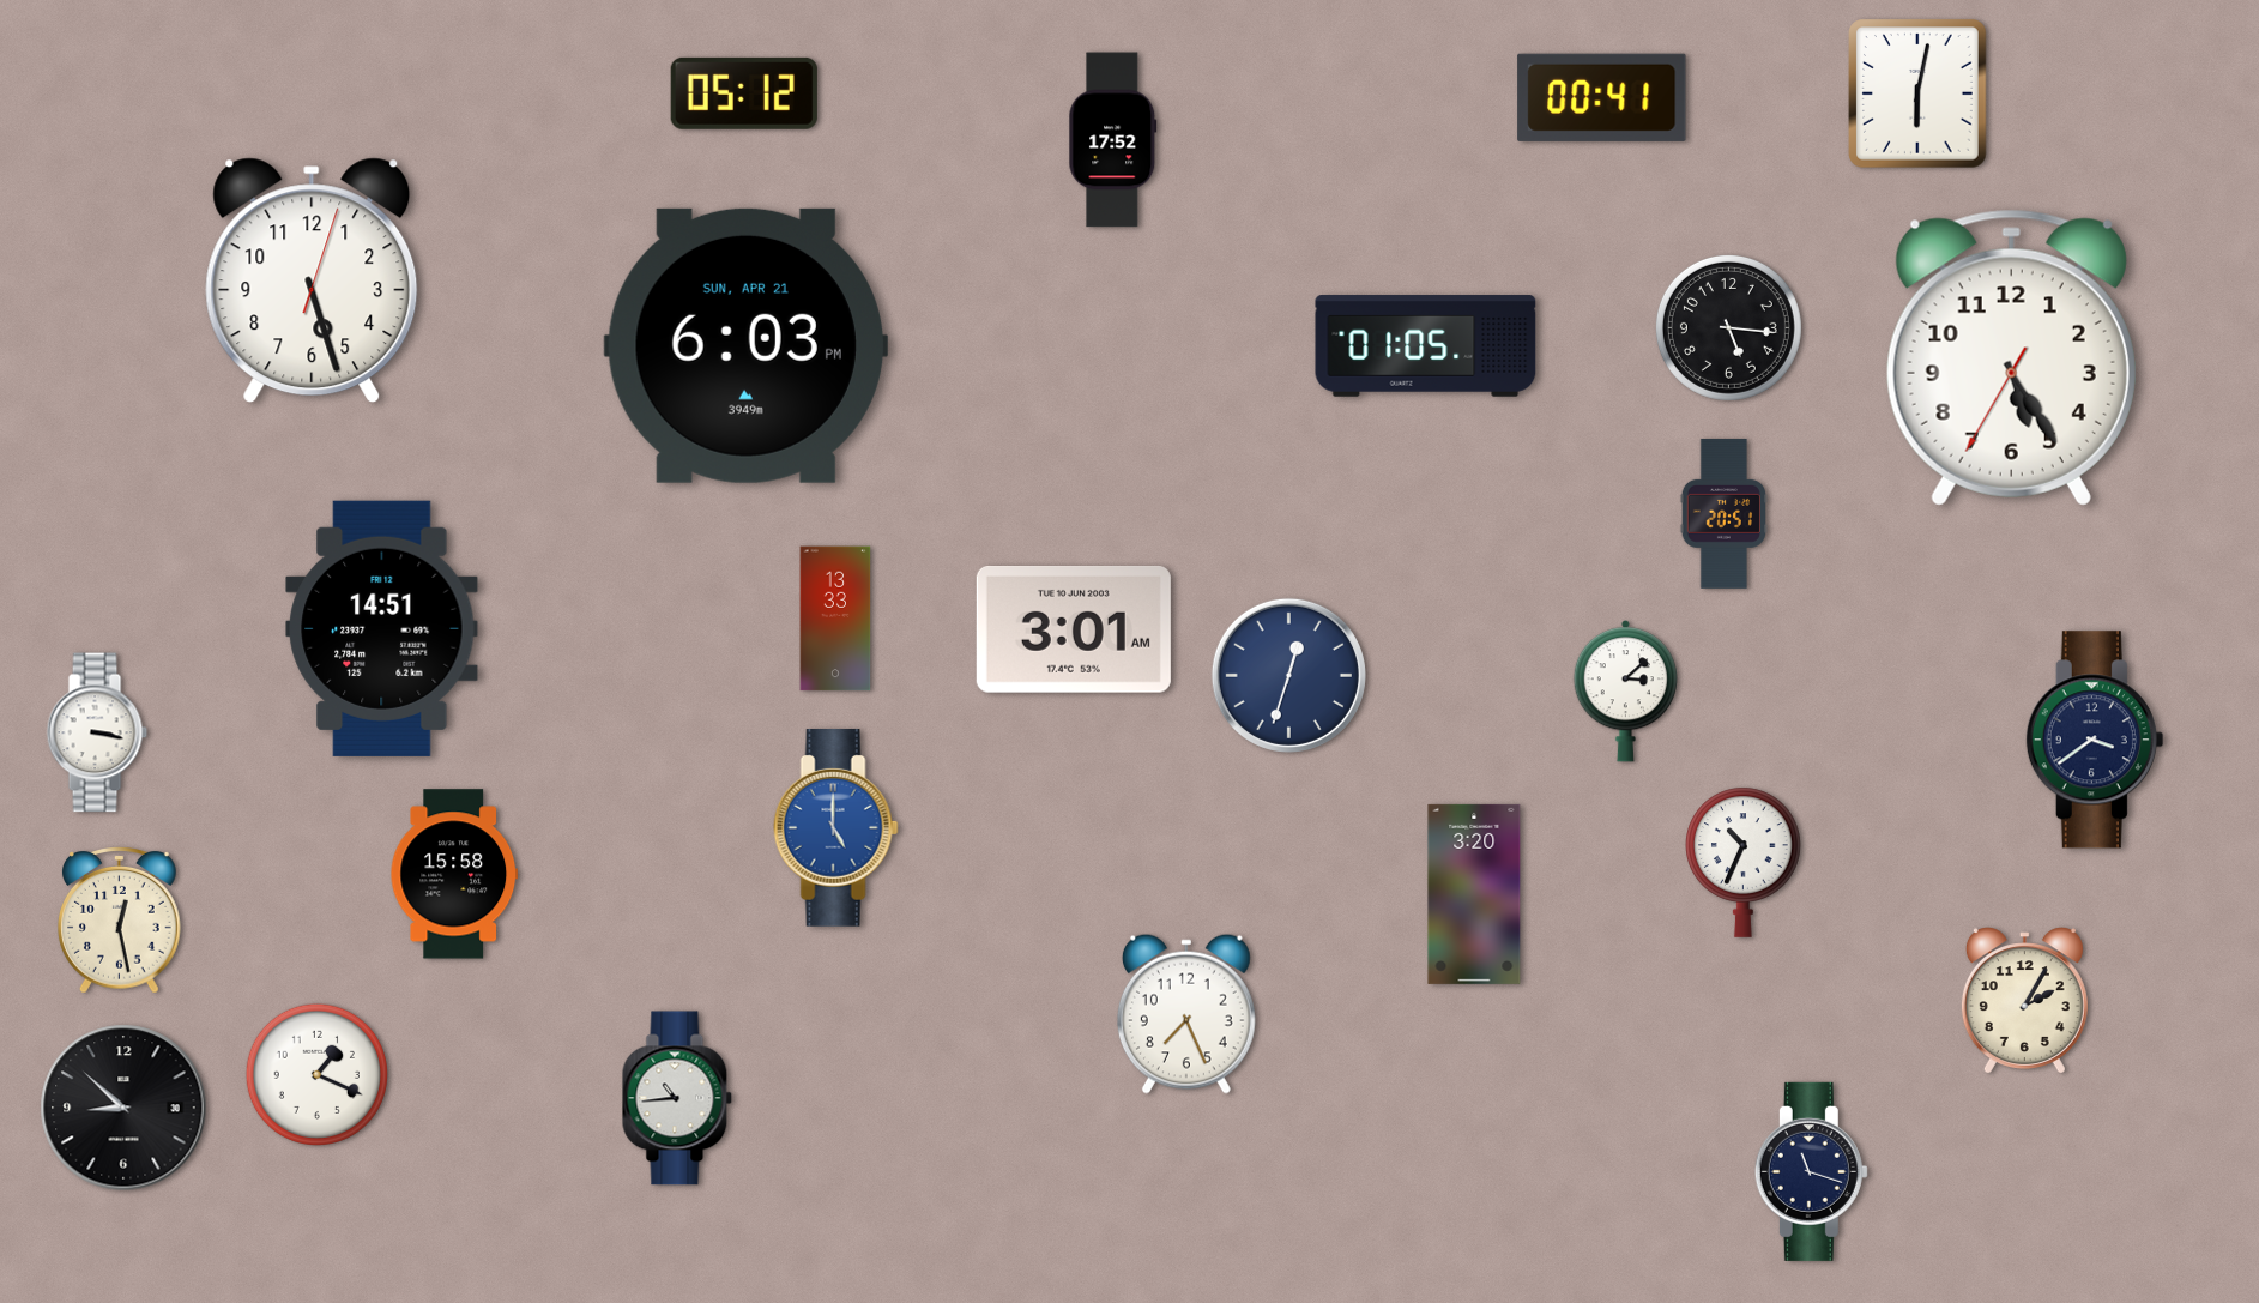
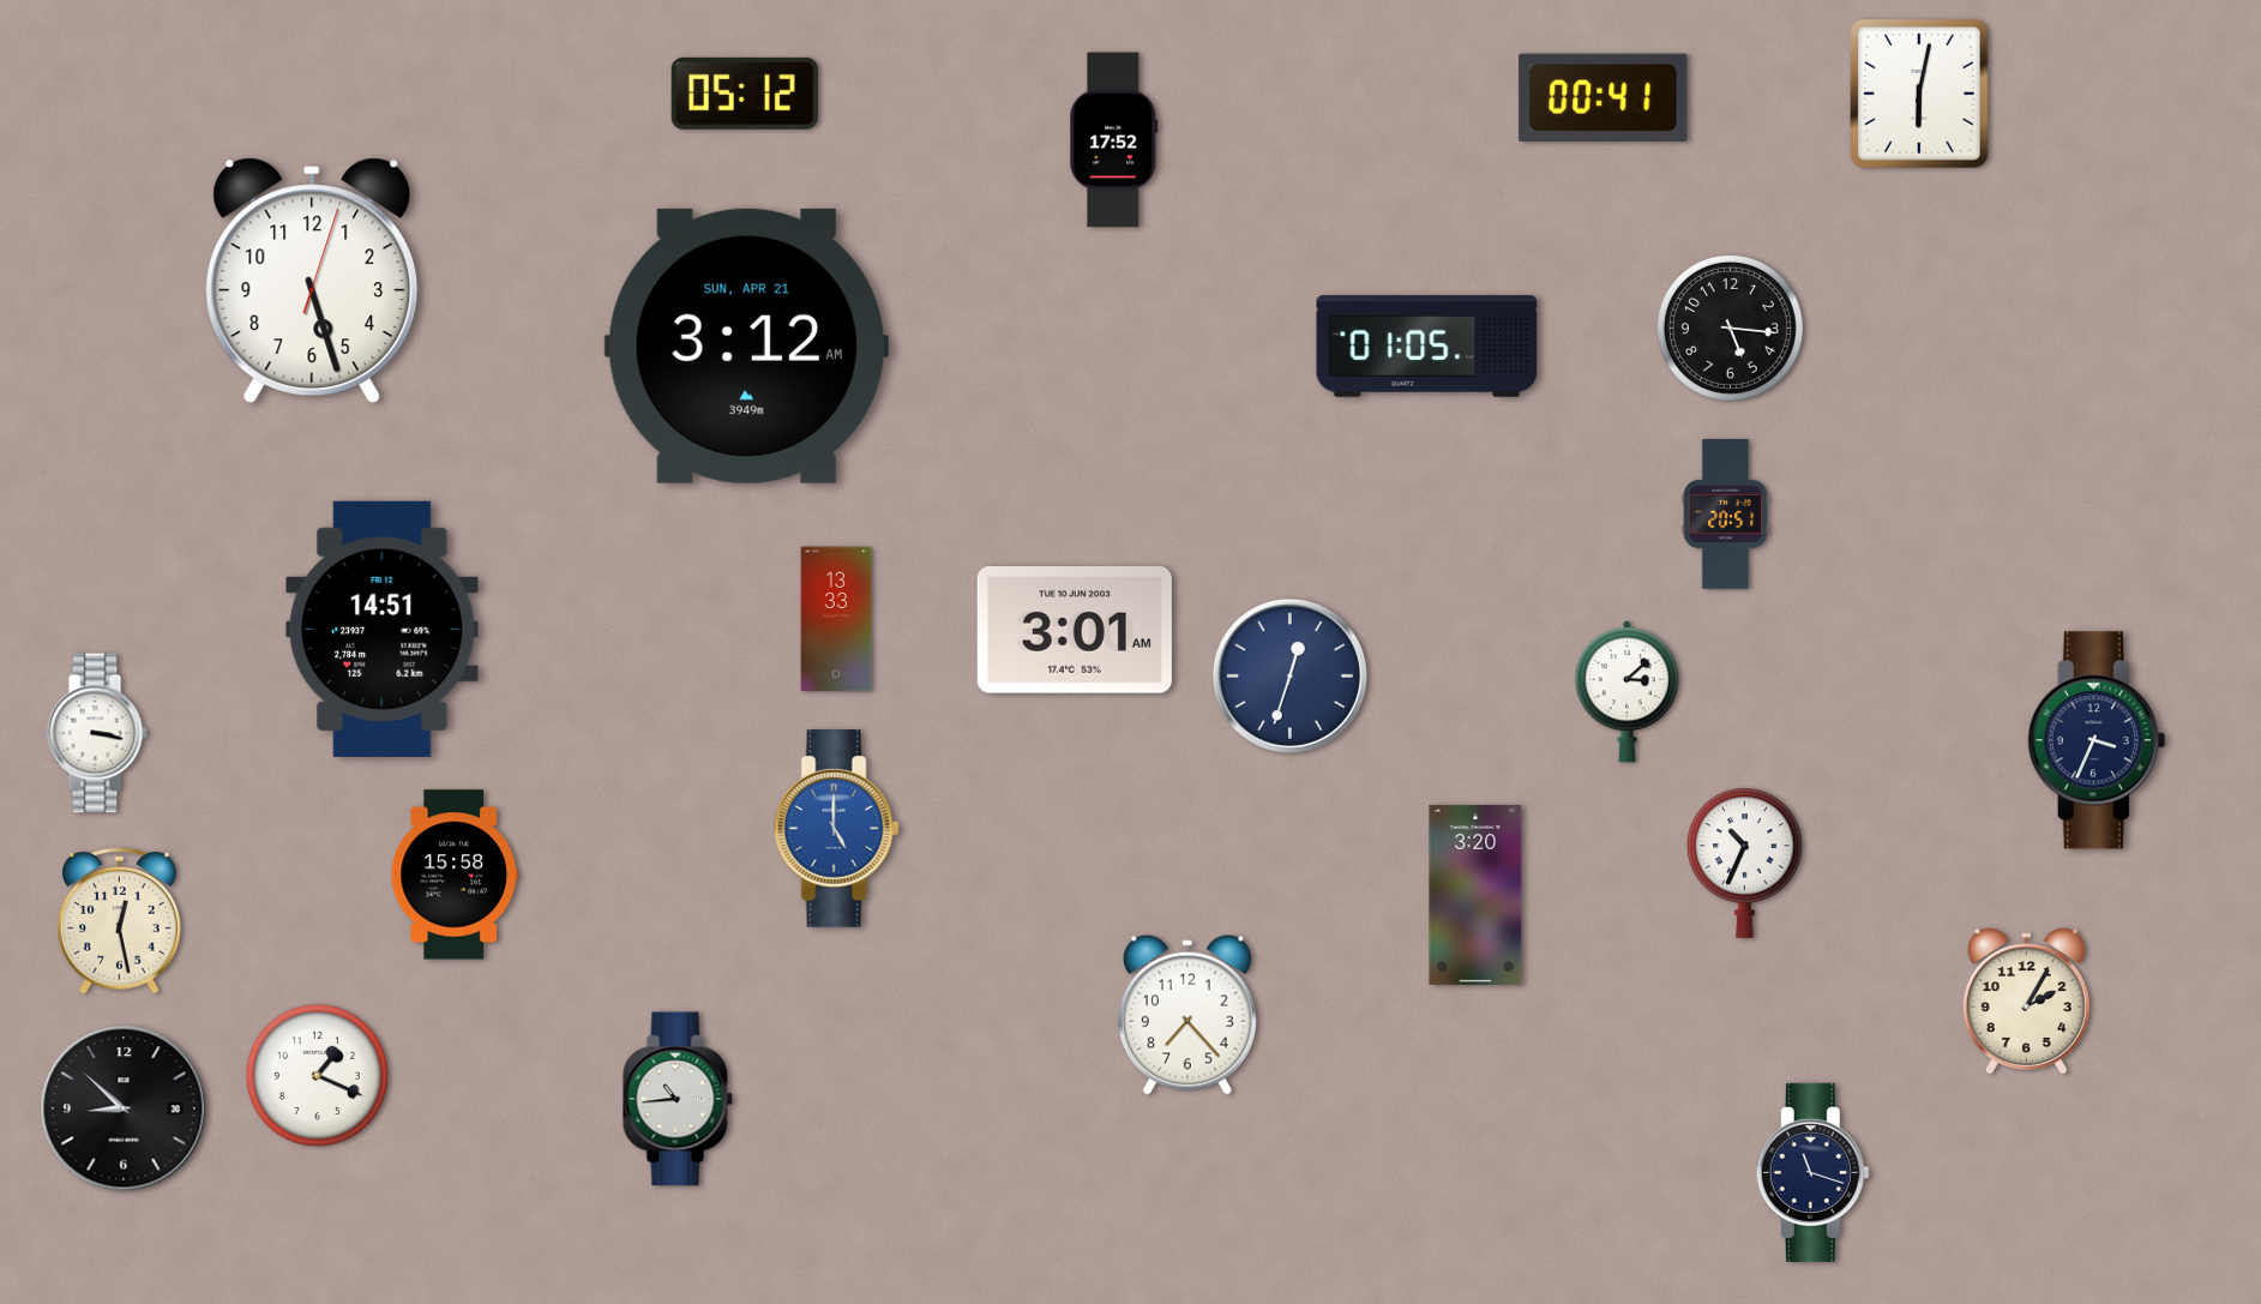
clock at (745, 345): 6:03 -> 3:12
clock at (2011, 357): 5:24 -> none
clock at (2095, 740): 3:39 -> 3:34
clock at (1186, 1014): 7:26 -> 7:23
